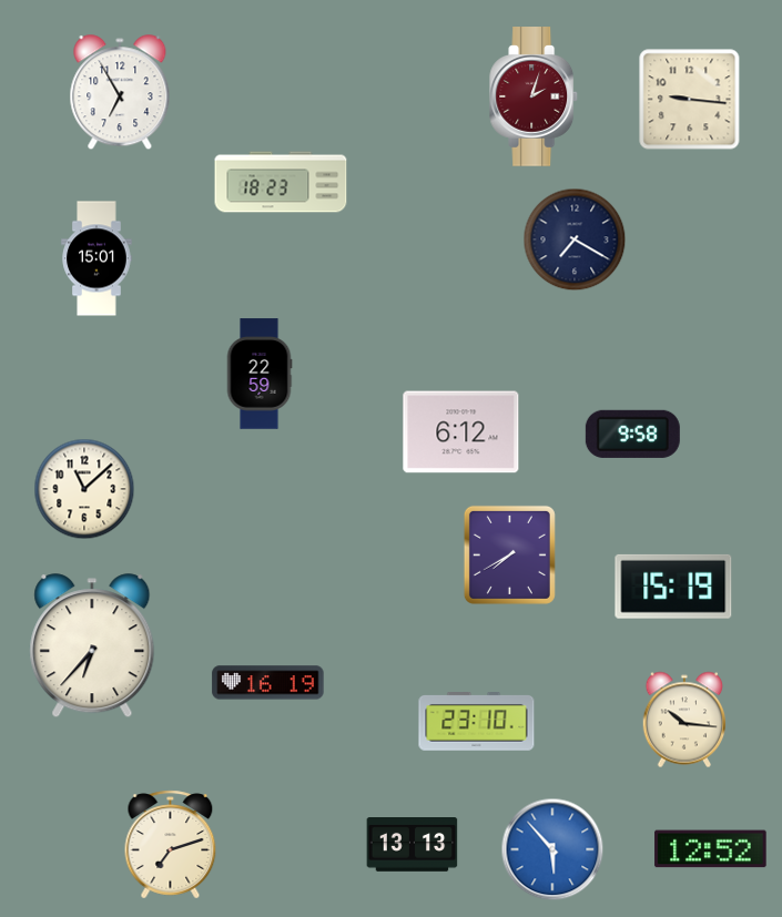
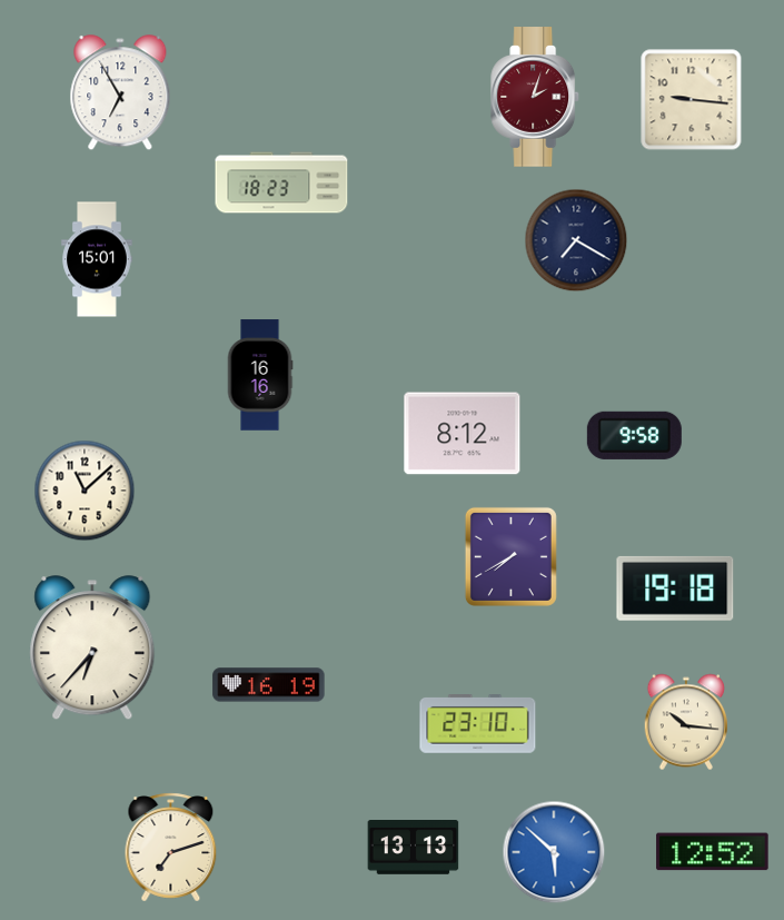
clock at (260, 374): 22:59 -> 16:16
clock at (461, 432): 6:12 -> 8:12
clock at (673, 587): 15:19 -> 19:18
clock at (552, 849): 5:53 -> 5:52
